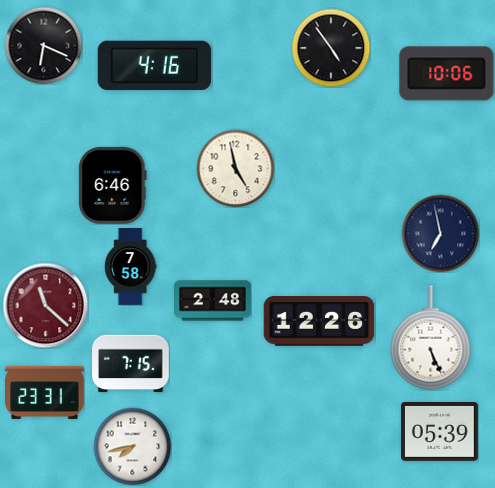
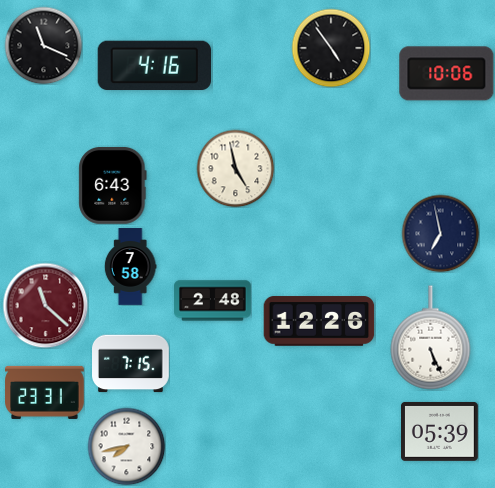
clock at (43, 45): 6:19 -> 11:19
clock at (113, 185): 6:46 -> 6:43
clock at (132, 446) position: (132, 446) -> (126, 446)
